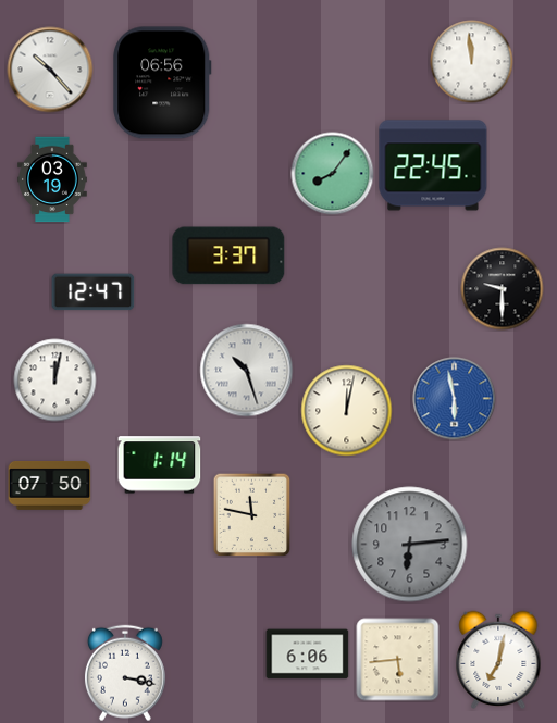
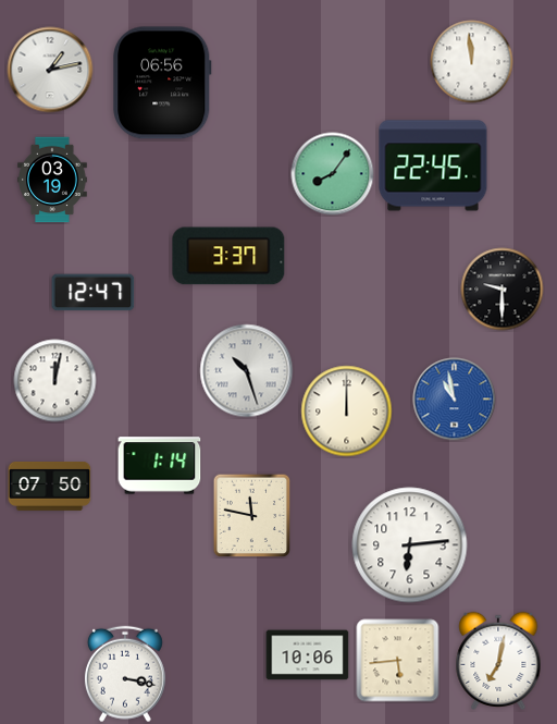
clock at (50, 70): 10:23 -> 1:13
clock at (455, 399): 5:58 -> 10:58
clock at (347, 411): 12:02 -> 12:00
clock at (410, 545) dial: grey -> white
clock at (308, 655): 6:06 -> 10:06
